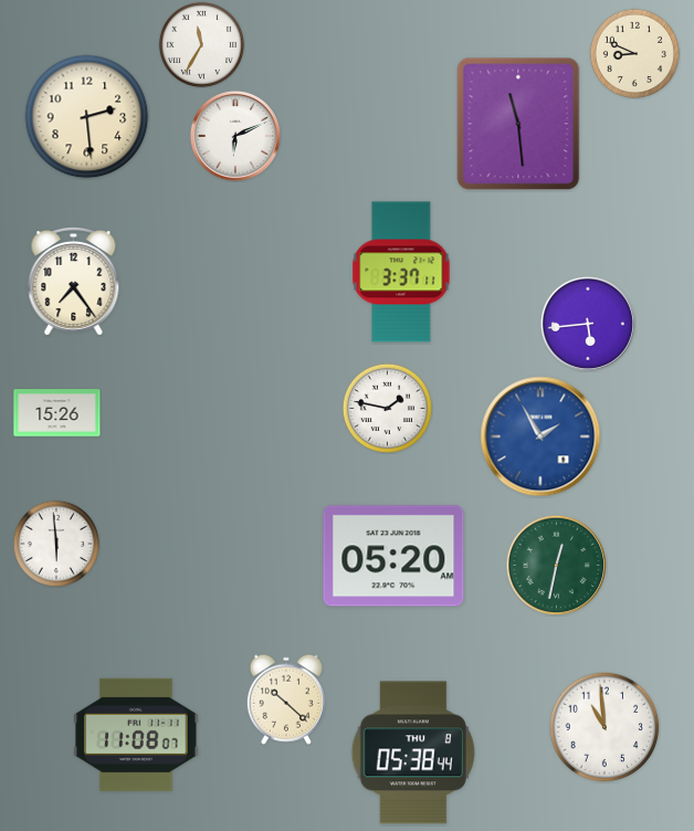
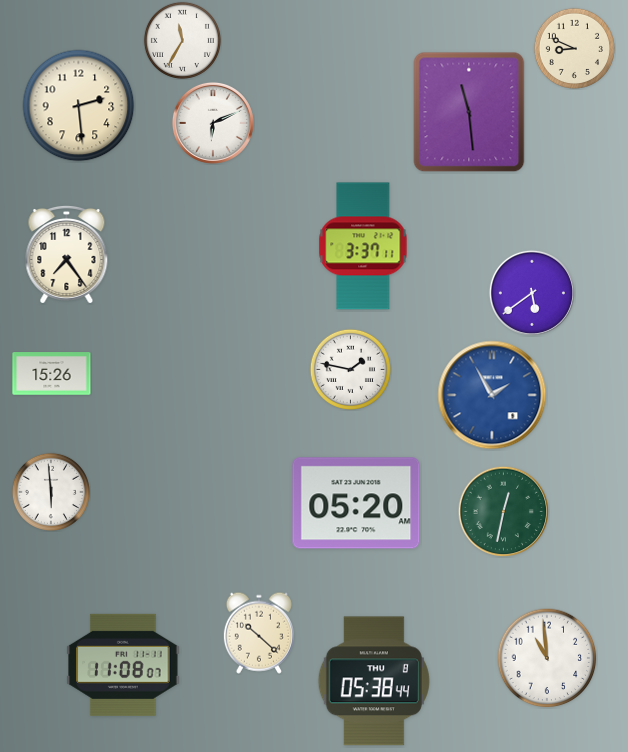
clock at (588, 324): 5:44 -> 5:39
clock at (540, 436) position: (540, 436) -> (492, 395)
